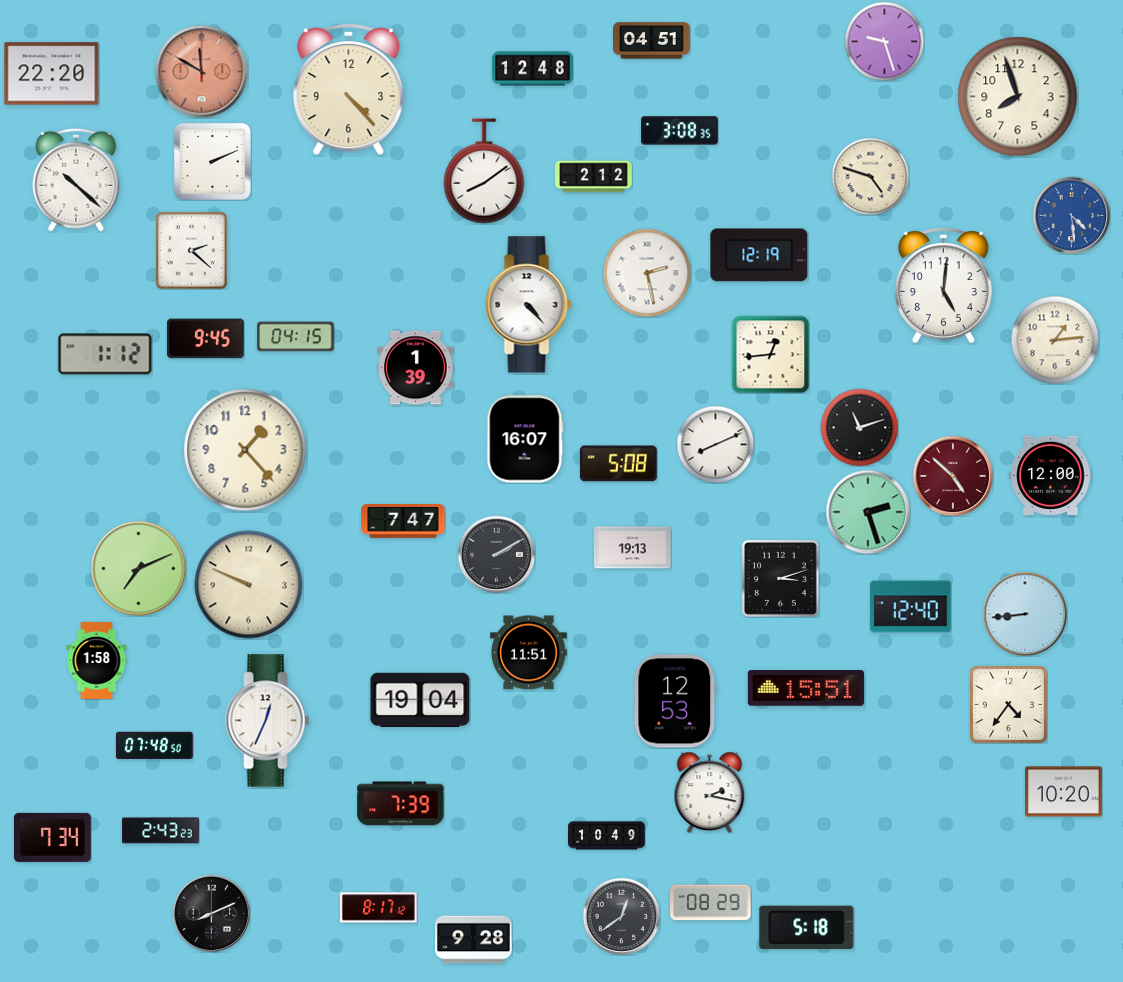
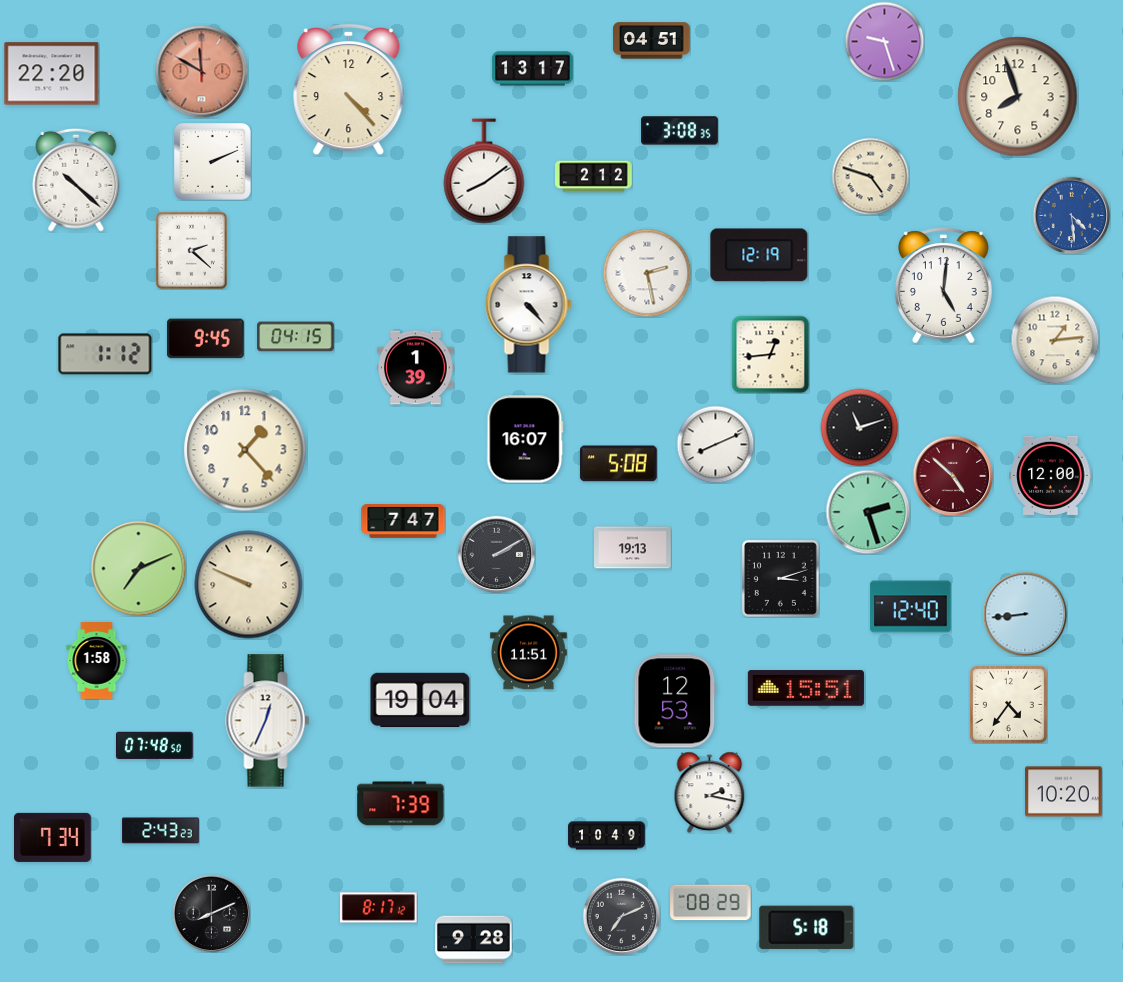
clock at (533, 69): 12:48 -> 13:17
clock at (621, 916): 12:39 -> 7:11
